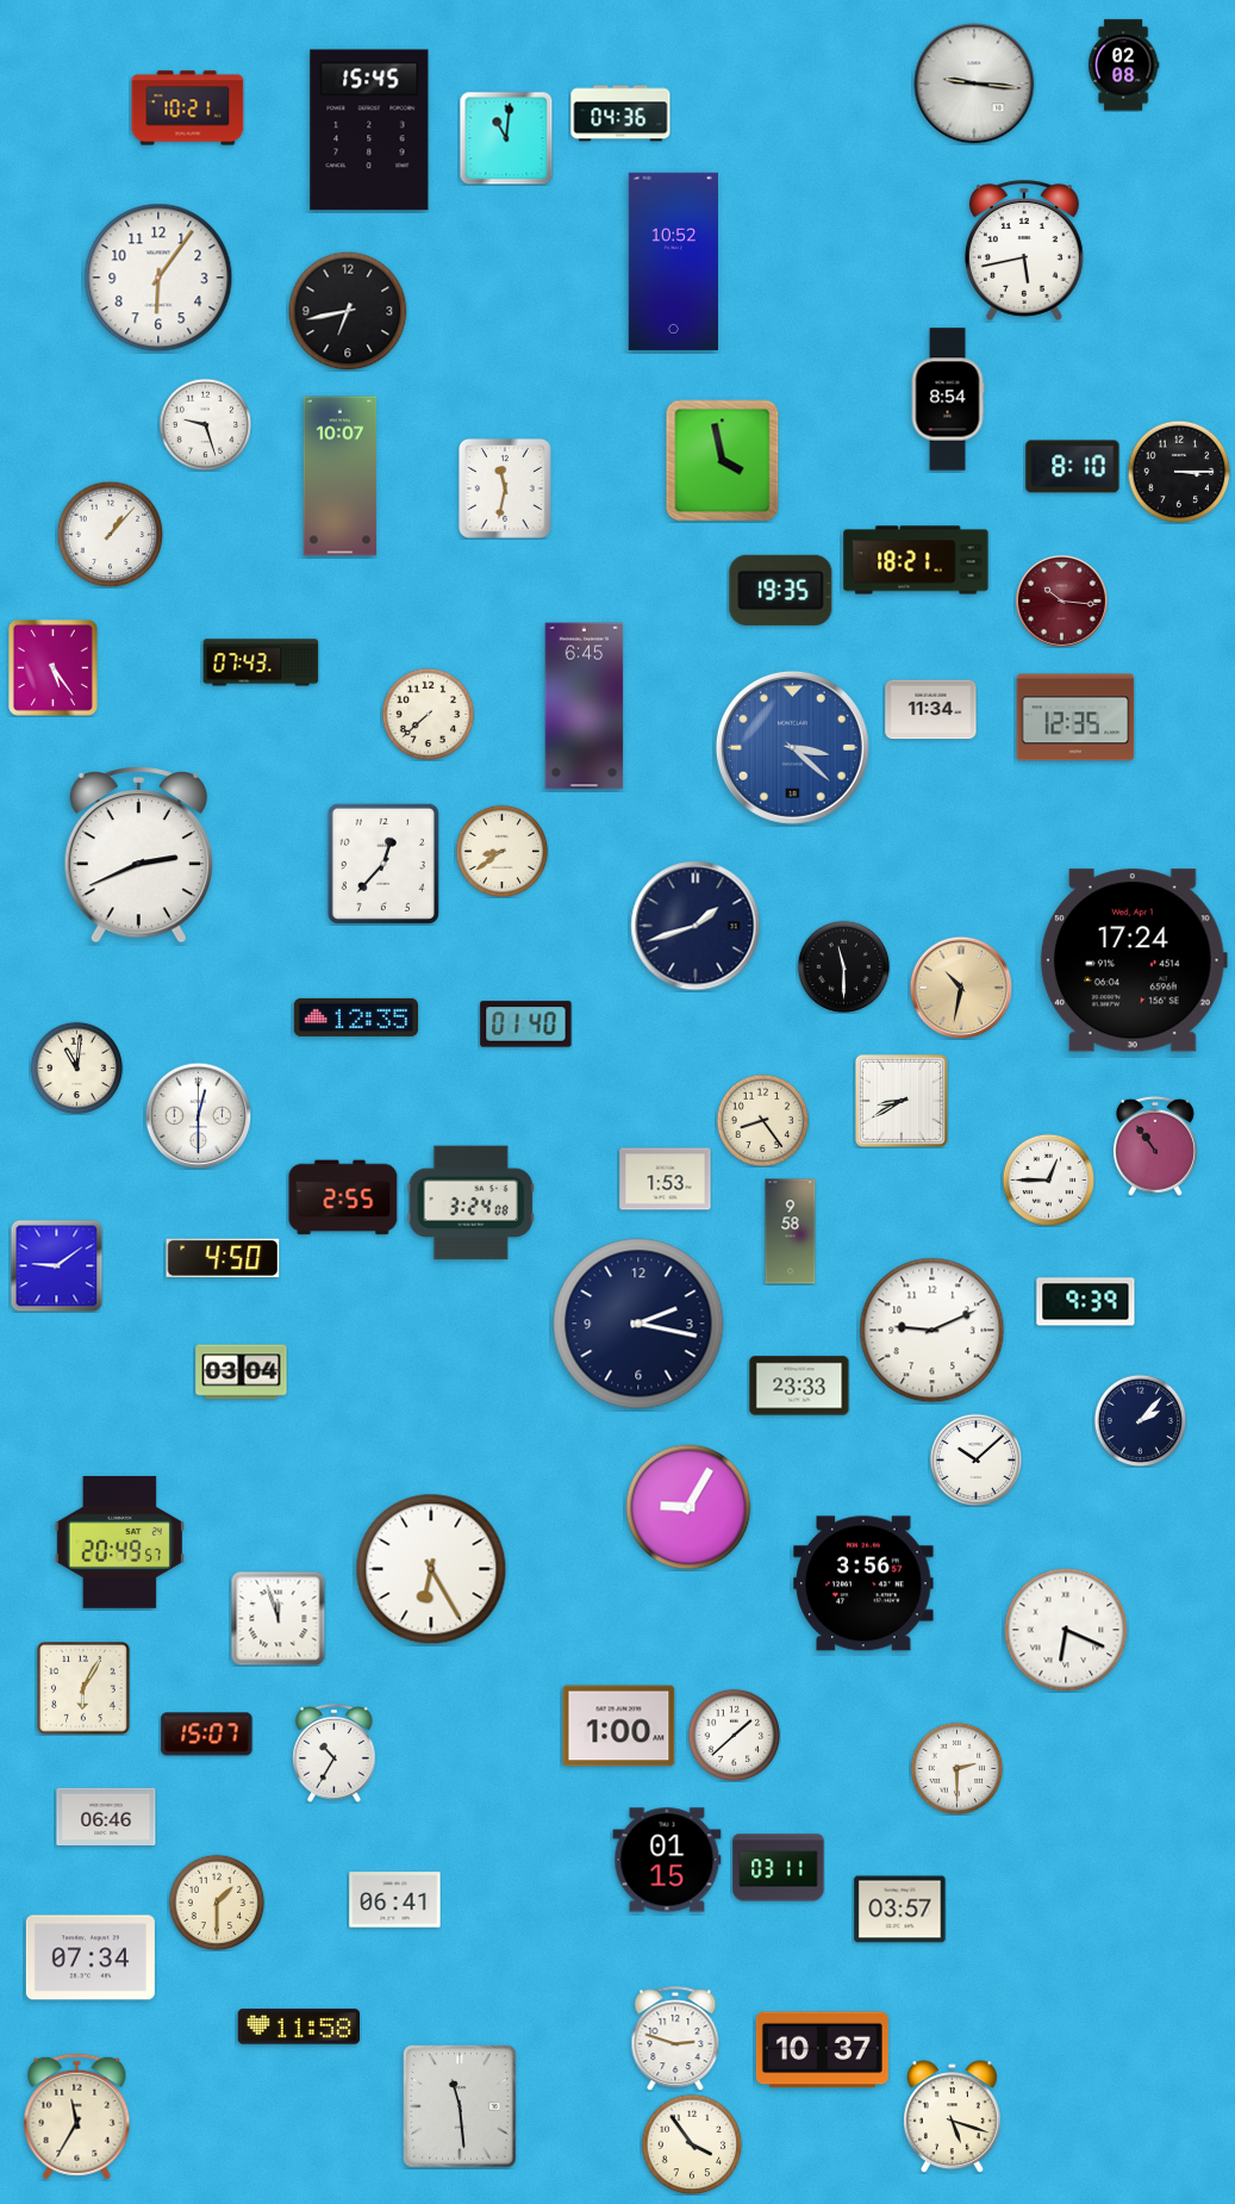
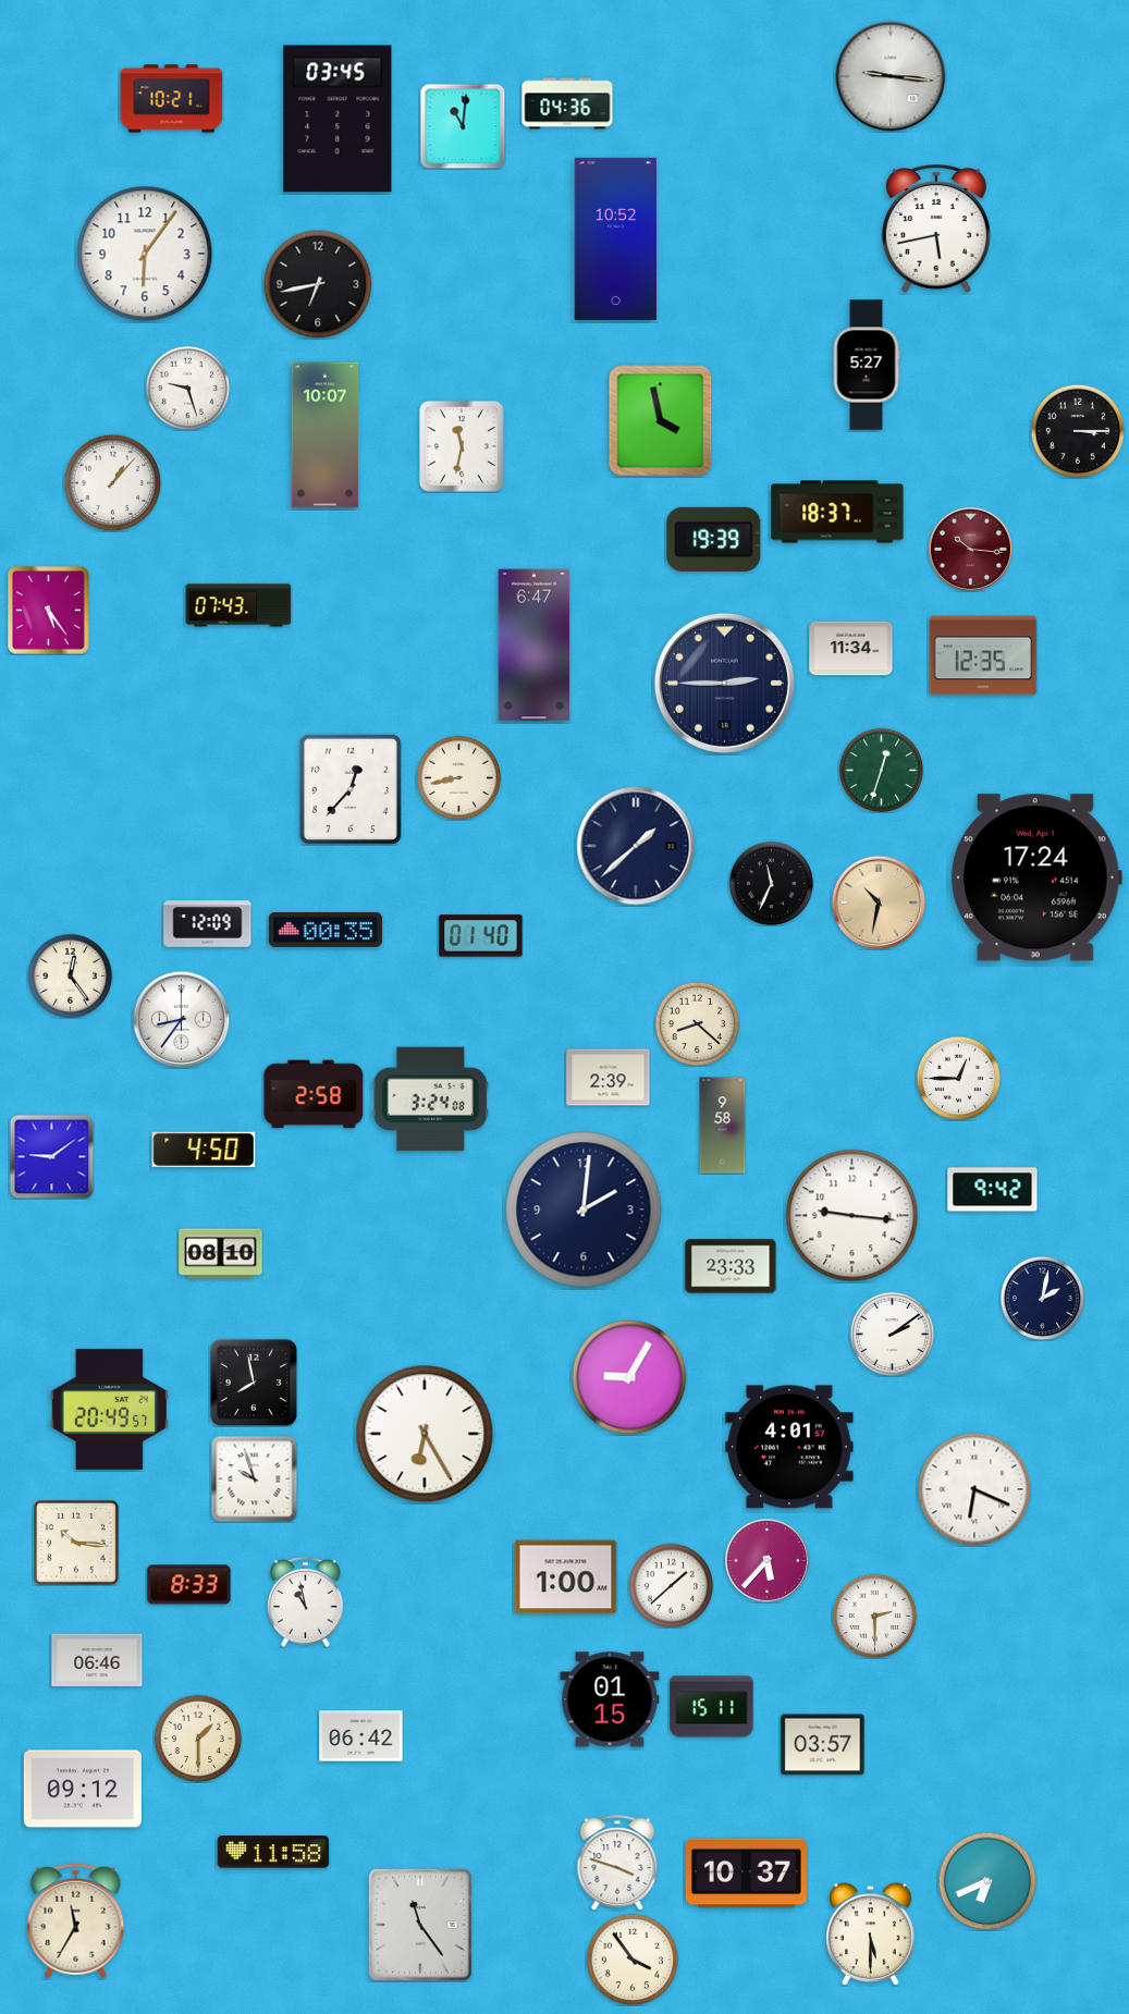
clock at (1123, 66): 02:08 -> none
clock at (369, 130): 15:45 -> 03:45
clock at (948, 399): 8:54 -> 5:27
clock at (1073, 467): 8:10 -> none
clock at (341, 477) position: (341, 477) -> (326, 435)
clock at (110, 534) position: (110, 534) -> (112, 482)
clock at (916, 560): 18:21 -> 18:37
clock at (781, 590): 19:35 -> 19:39
clock at (585, 706): 6:45 -> 6:47
clock at (428, 714): 7:38 -> none
clock at (792, 747): 3:22 -> 2:45
clock at (792, 747) dial: blue -> navy
clock at (881, 770): none -> 12:33
clock at (501, 851): 8:39 -> 8:43
clock at (138, 854): 2:41 -> none
clock at (696, 926): 1:42 -> 1:38
clock at (843, 966): 11:30 -> 11:34
clock at (208, 924): none -> 12:09
clock at (355, 1017): 12:35 -> 00:35
clock at (76, 1067): 11:01 -> 12:24
clock at (902, 1101): 8:40 -> none
clock at (198, 1115): 12:30 -> 8:36
clock at (762, 1120): 8:24 -> 8:22
clock at (1155, 1146): 10:54 -> none
clock at (666, 1179): 1:53 -> 2:39
clock at (343, 1197): 2:55 -> 2:58
clock at (1086, 1302): 9:39 -> 9:42
clock at (638, 1324): 2:17 -> 2:01
clock at (933, 1331): 9:11 -> 9:16
clock at (242, 1372): 03:04 -> 08:10
clock at (1140, 1420): 2:07 -> 2:02
clock at (975, 1459): 10:08 -> 2:09
clock at (254, 1383): none -> 7:58
clock at (431, 1569) position: (431, 1569) -> (425, 1434)
clock at (863, 1583): 3:56 -> 4:01
clock at (277, 1618): 11:57 -> 9:57
clock at (85, 1689): 6:05 -> 10:16
clock at (766, 1560): none -> 5:37
clock at (207, 1735): 15:07 -> 8:33
clock at (335, 1752): 10:35 -> 10:58
clock at (779, 1868): 03:11 -> 15:11
clock at (395, 1900): 06:41 -> 06:42
clock at (91, 1957): 07:34 -> 09:12
clock at (675, 2038): 2:48 -> 3:48
clock at (822, 2050) position: (822, 2050) -> (746, 1874)
clock at (987, 1881): none -> 6:41
clock at (460, 2106): 11:29 -> 11:24
clock at (77, 2117) position: (77, 2117) -> (76, 1921)
clock at (953, 2117): 5:18 -> 5:30
